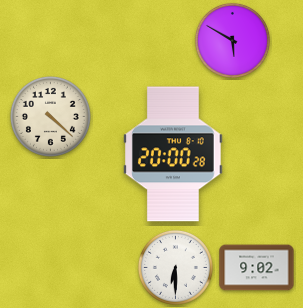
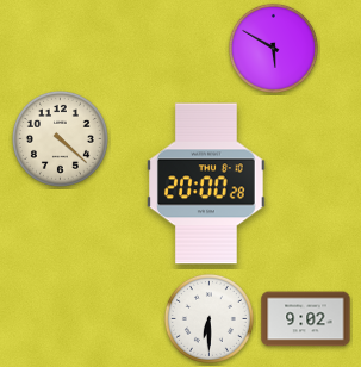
clock at (232, 40) position: (232, 40) -> (273, 48)
